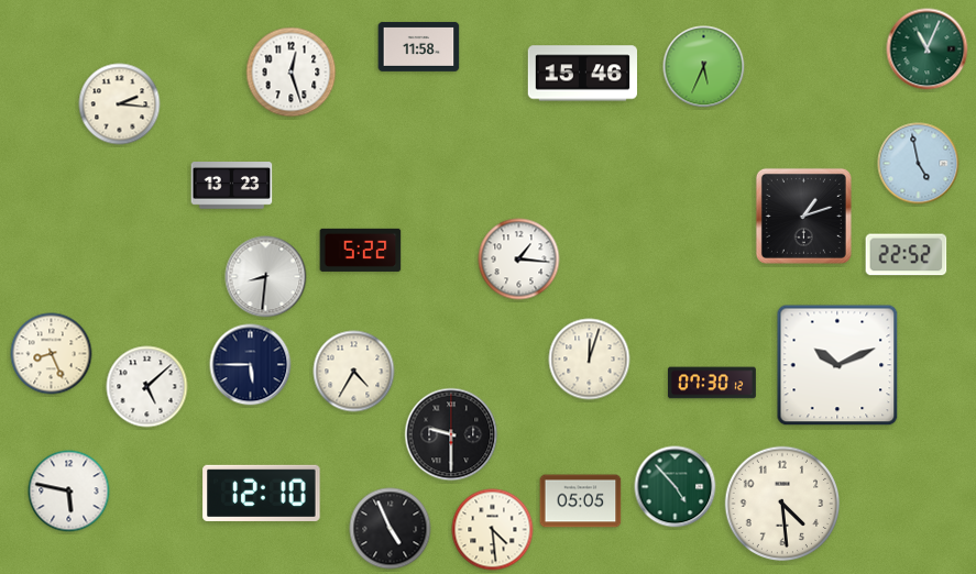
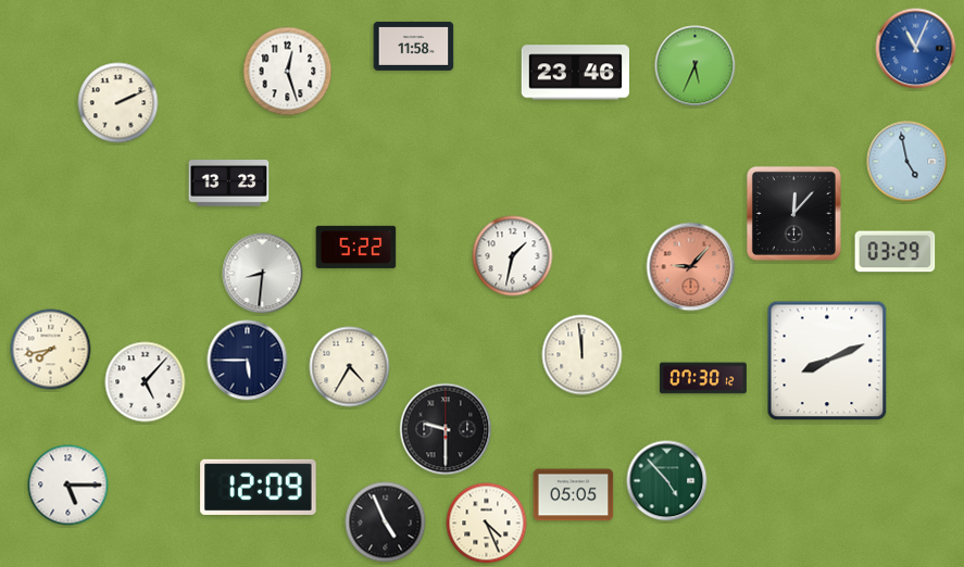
clock at (928, 49) dial: green -> blue
clock at (583, 74): 15:46 -> 23:46
clock at (120, 104): 2:16 -> 2:11
clock at (803, 216): 1:12 -> 12:07
clock at (907, 255): 22:52 -> 03:29
clock at (519, 260): 1:16 -> 1:32
clock at (691, 267): none -> 9:07
clock at (52, 354): 8:26 -> 7:43
clock at (590, 360): 12:03 -> 11:59
clock at (837, 365): 10:11 -> 8:11
clock at (147, 387): 5:08 -> 5:07
clock at (69, 492): 5:47 -> 5:15
clock at (262, 493): 12:10 -> 12:09
clock at (782, 504): 4:29 -> none
clock at (493, 530): 4:29 -> 4:26
